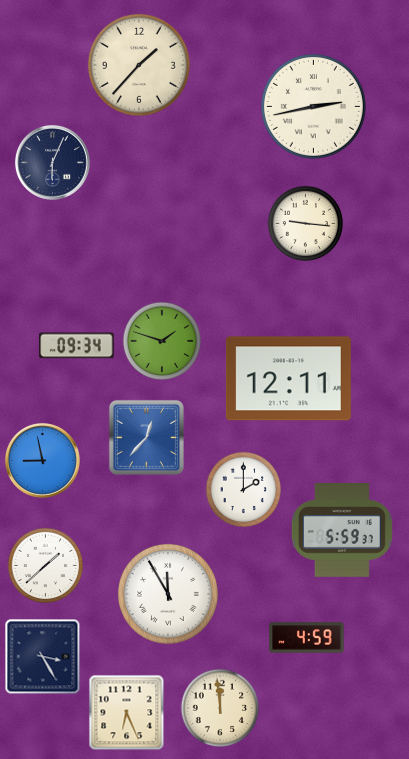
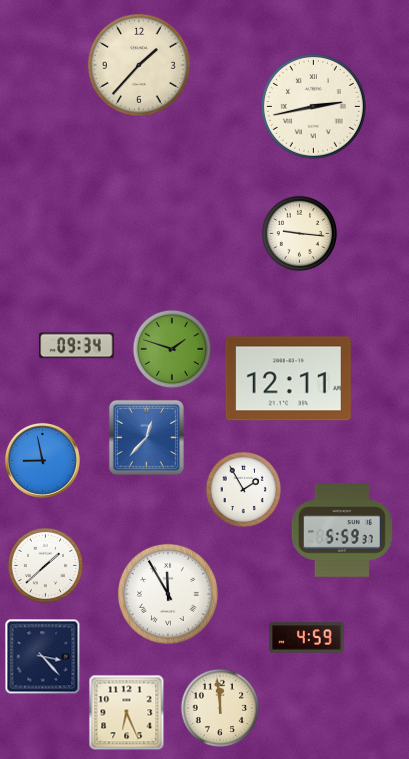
clock at (52, 162): 6:04 -> none
clock at (306, 224) position: (306, 224) -> (300, 234)
clock at (161, 340) position: (161, 340) -> (171, 348)
clock at (244, 490): 2:00 -> 1:55
clock at (43, 657): 3:25 -> 3:23
